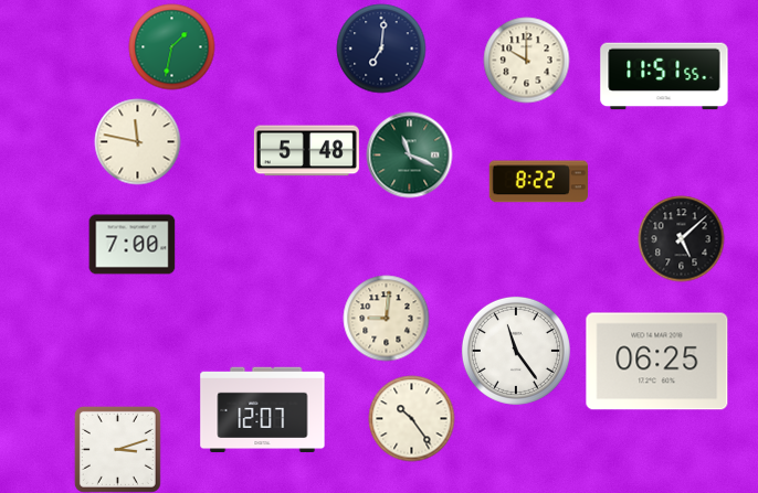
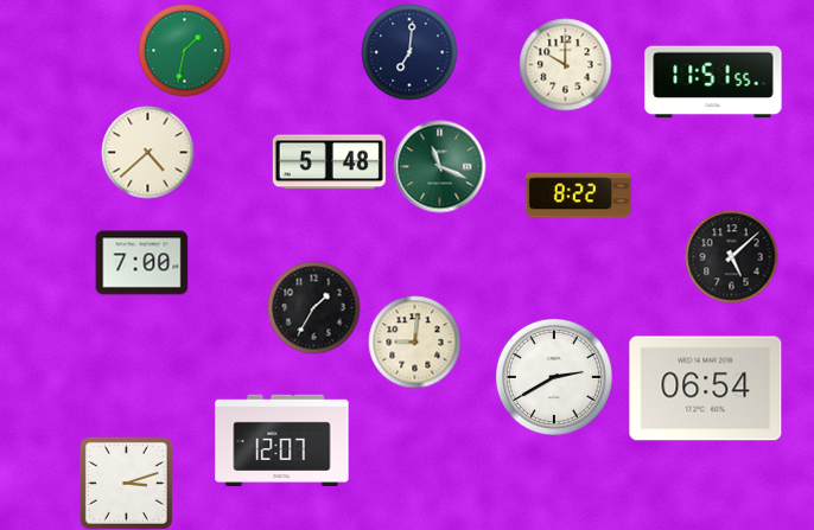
clock at (137, 141): 11:47 -> 4:38
clock at (313, 307): none -> 1:35
clock at (516, 351): 11:24 -> 2:40
clock at (657, 362): 06:25 -> 06:54
clock at (411, 418): 10:24 -> none
